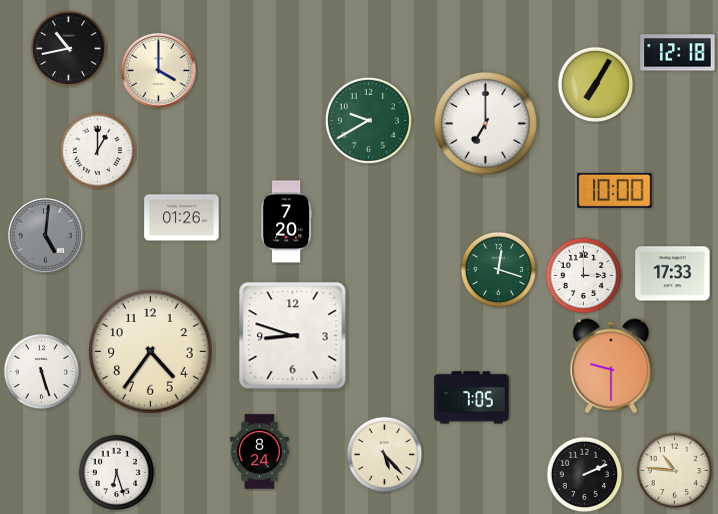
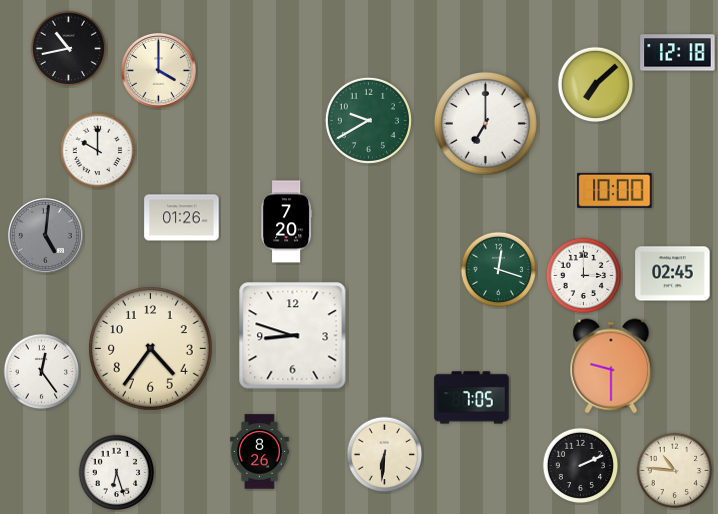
clock at (596, 85): 7:05 -> 7:08
clock at (98, 151): 1:00 -> 10:00
clock at (673, 274): 17:33 -> 02:45
clock at (151, 352) position: (151, 352) -> (151, 349)
clock at (42, 372): 5:27 -> 12:24
clock at (260, 452): 8:24 -> 8:26
clock at (385, 455): 5:23 -> 6:31
clock at (585, 475) position: (585, 475) -> (581, 466)
